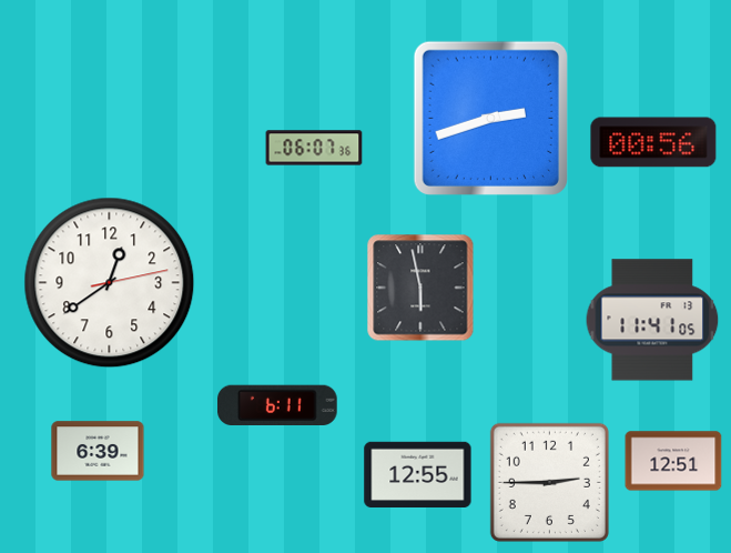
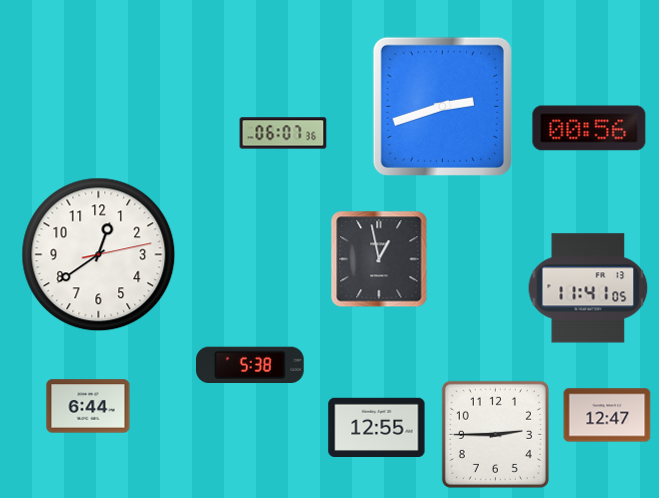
clock at (420, 288): 5:58 -> 12:58
clock at (278, 404): 6:11 -> 5:38
clock at (98, 451): 6:39 -> 6:44
clock at (673, 461): 12:51 -> 12:47
